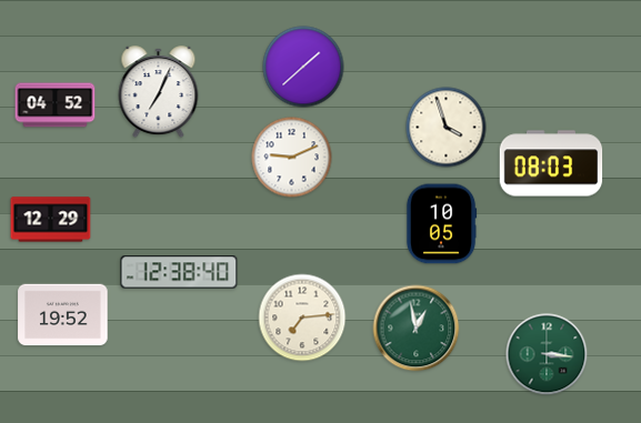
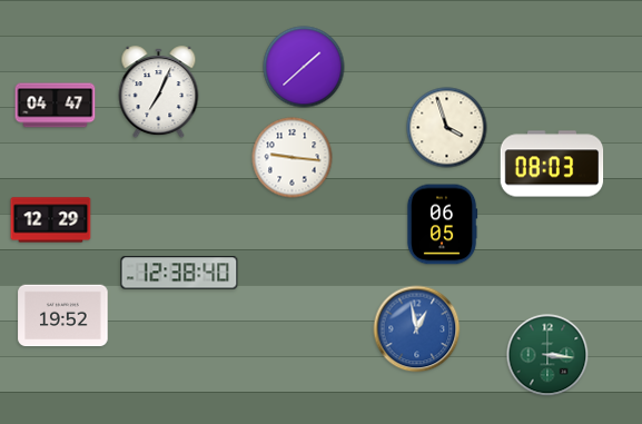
clock at (56, 105): 04:52 -> 04:47
clock at (292, 158): 9:11 -> 9:16
clock at (441, 224): 10:05 -> 06:05
clock at (302, 318): 7:14 -> none
clock at (417, 329) dial: green -> blue
